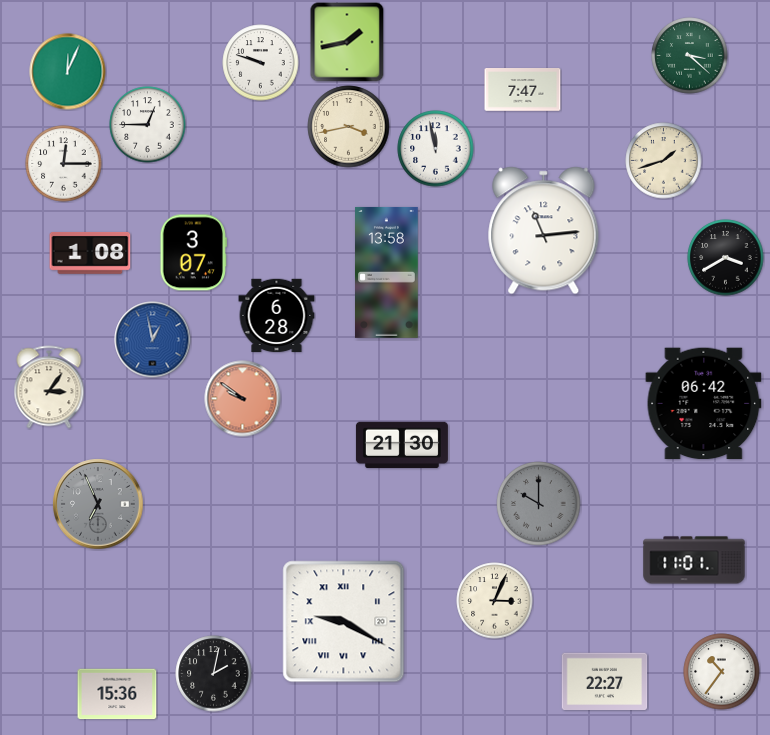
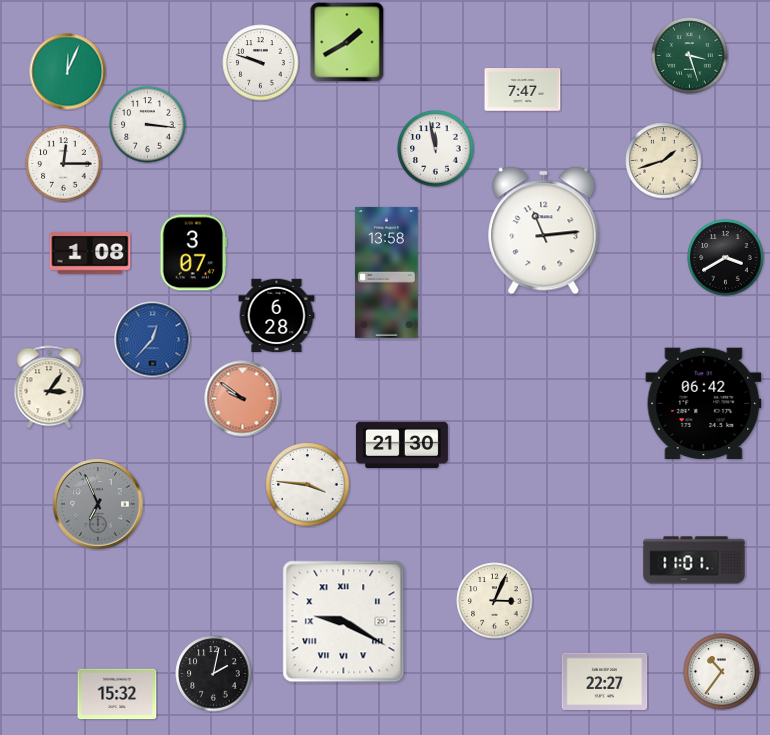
clock at (347, 42): 1:43 -> 1:40
clock at (690, 56): 3:22 -> 3:27
clock at (148, 125): 12:45 -> 3:16
clock at (349, 127): 3:43 -> none
clock at (153, 340): 12:58 -> 12:37
clock at (308, 485): none -> 3:46
clock at (539, 504): 10:00 -> none
clock at (117, 694): 15:36 -> 15:32
